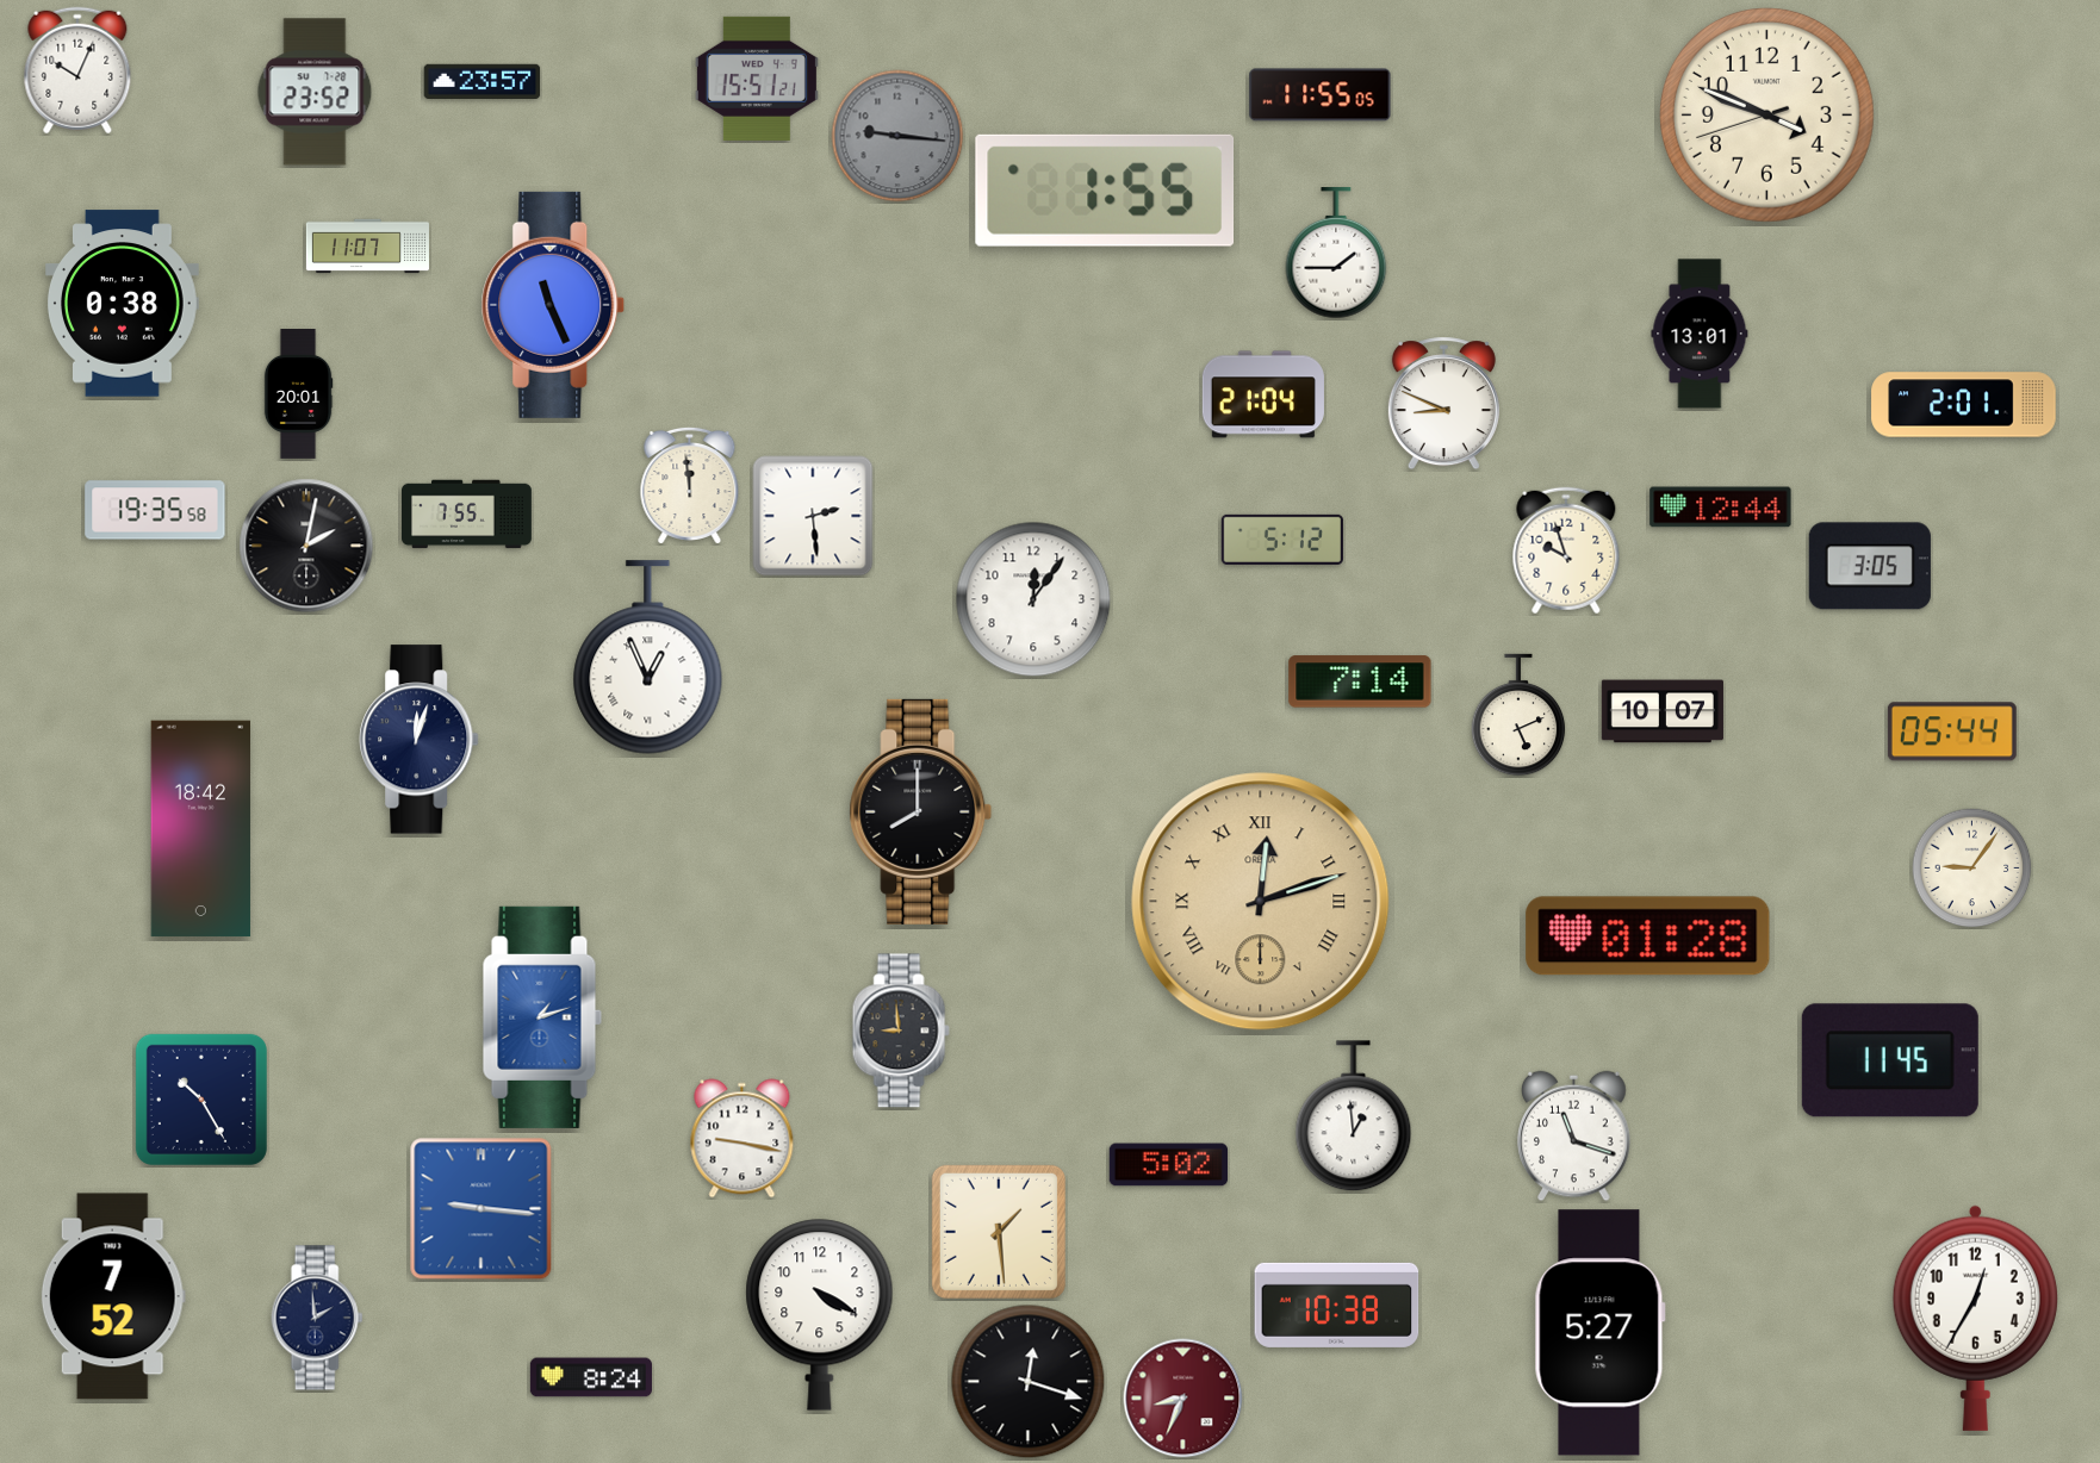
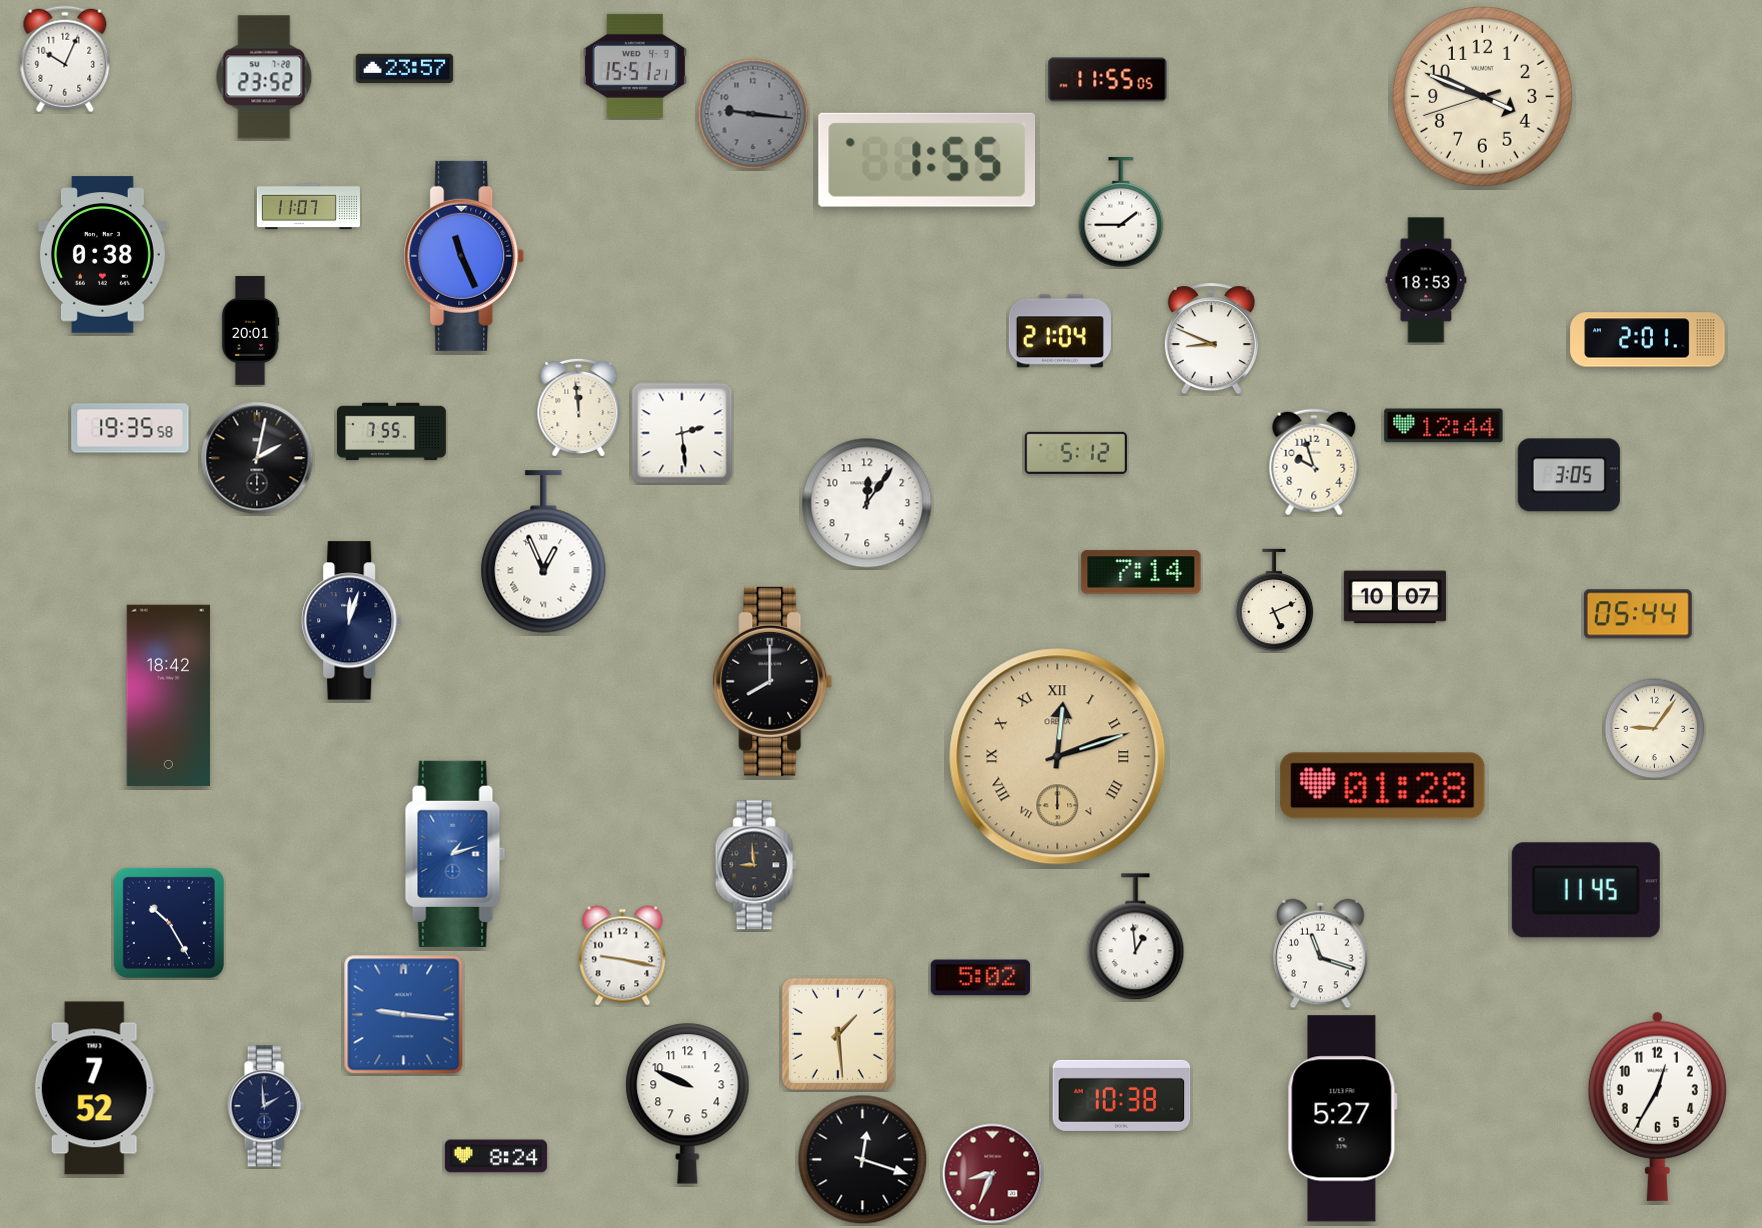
clock at (1700, 334): 13:01 -> 18:53
clock at (820, 1314): 4:20 -> 9:49
